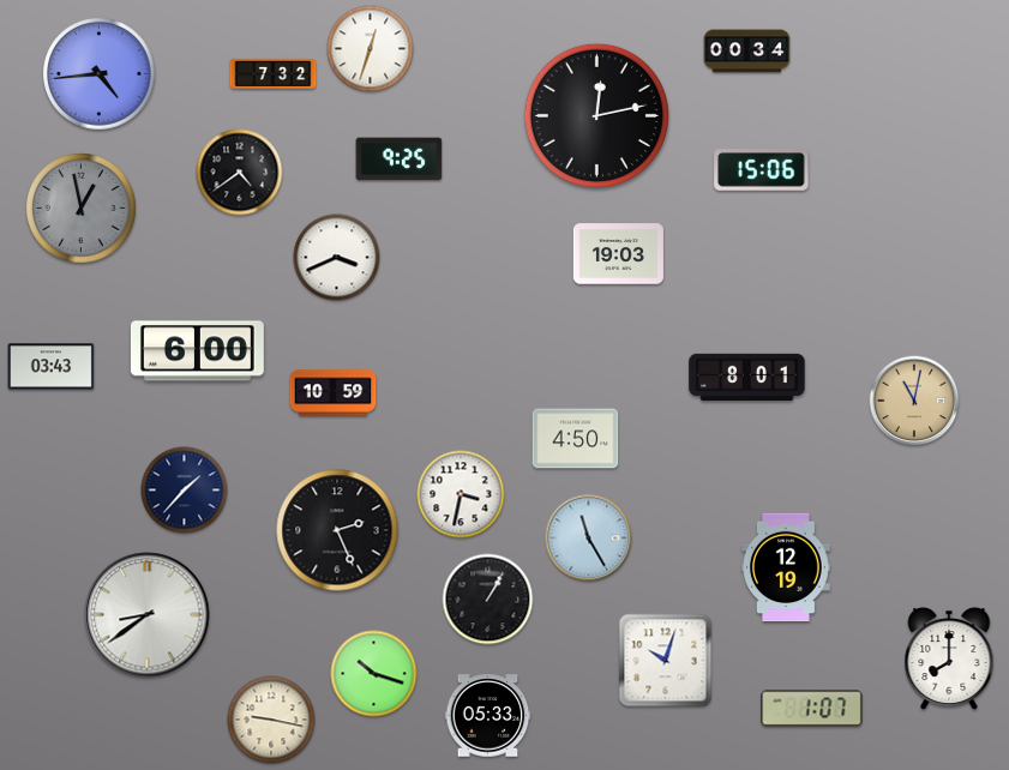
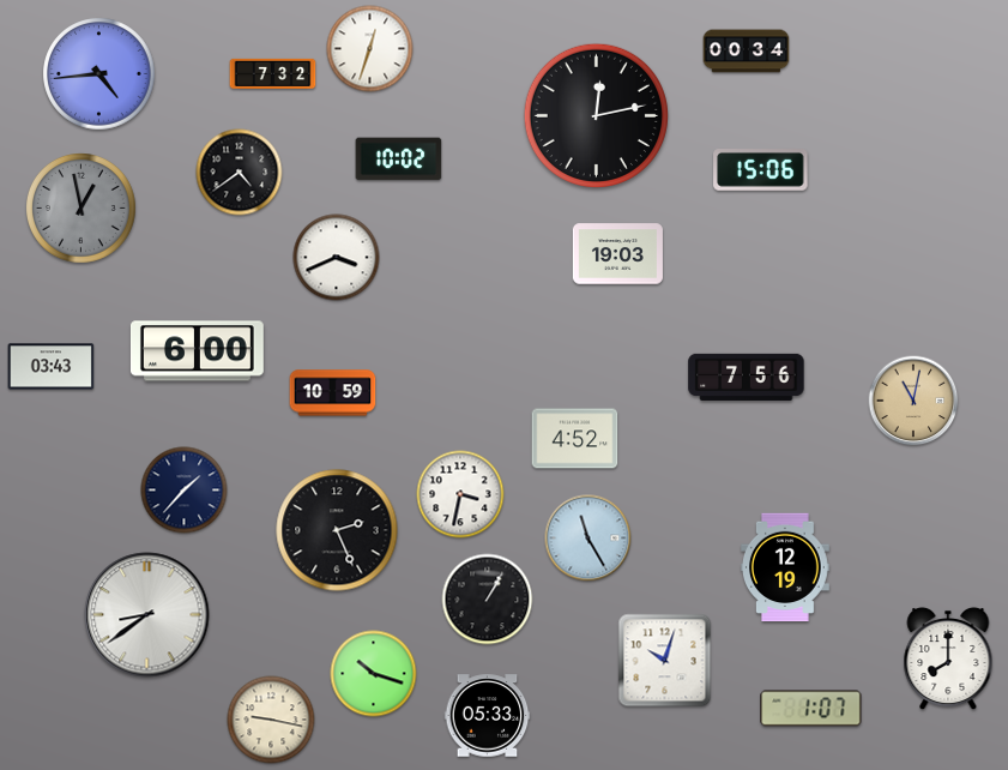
clock at (400, 160): 9:25 -> 10:02
clock at (747, 377): 8:01 -> 7:56
clock at (576, 439): 4:50 -> 4:52
